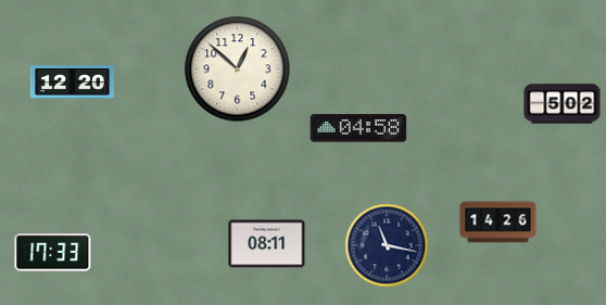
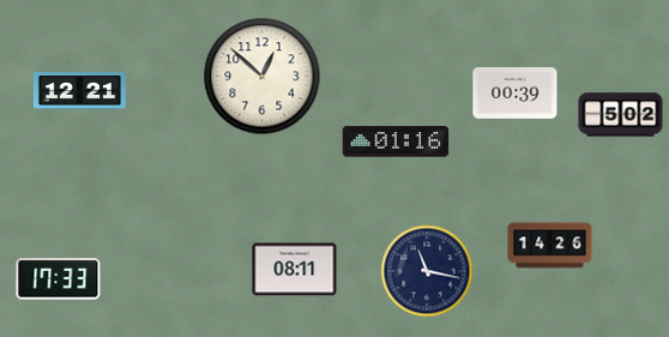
clock at (72, 82): 12:20 -> 12:21
clock at (516, 94): none -> 00:39
clock at (358, 128): 04:58 -> 01:16
